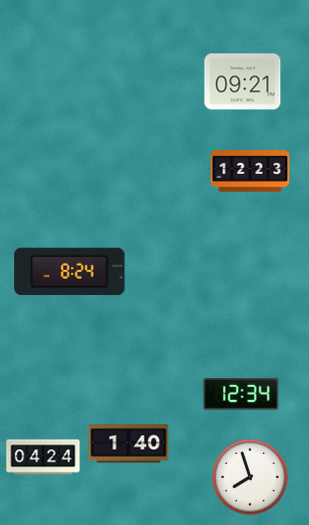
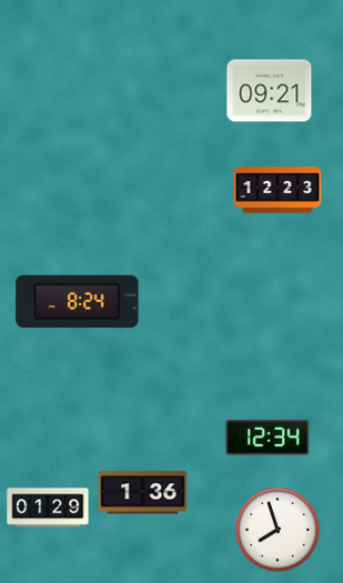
clock at (129, 444): 1:40 -> 1:36
clock at (43, 457): 04:24 -> 01:29
